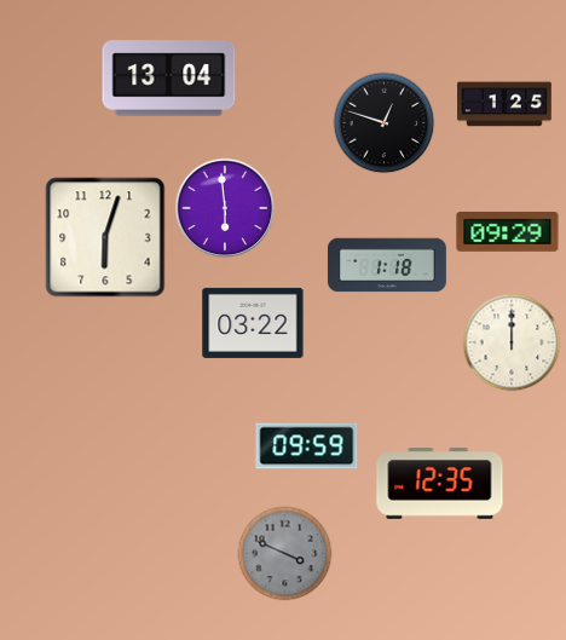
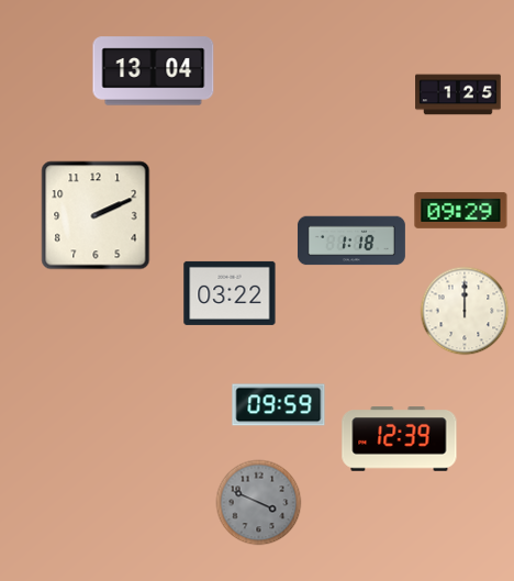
clock at (385, 123): 12:48 -> none
clock at (225, 208): 5:59 -> none
clock at (105, 237): 6:03 -> 2:11
clock at (440, 484): 12:35 -> 12:39
